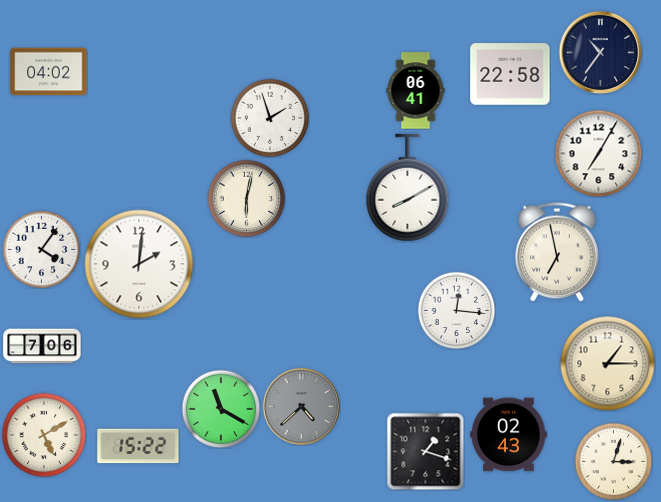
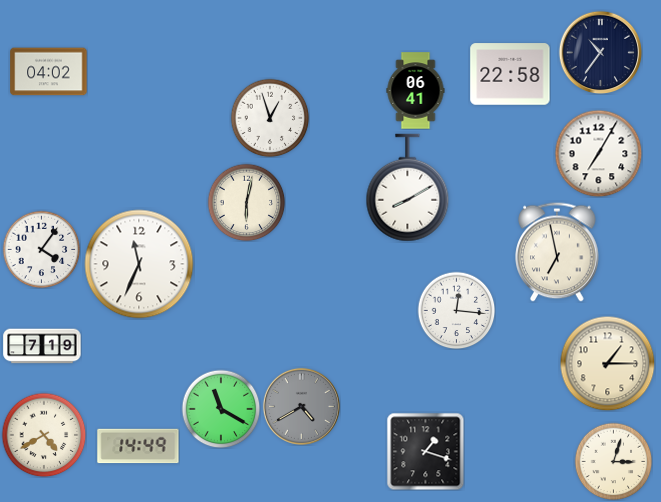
clock at (270, 118): 1:57 -> 12:57
clock at (246, 198) position: (246, 198) -> (246, 202)
clock at (139, 264): 2:01 -> 11:34
clock at (42, 346): 7:06 -> 7:19
clock at (301, 406): 4:38 -> 4:40
clock at (44, 435): 5:10 -> 4:40
clock at (509, 435): 02:43 -> none
clock at (138, 446): 15:22 -> 14:49
